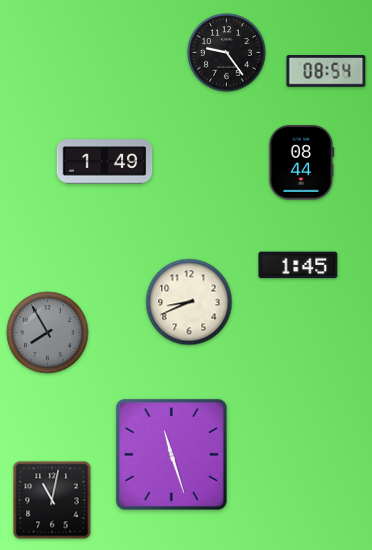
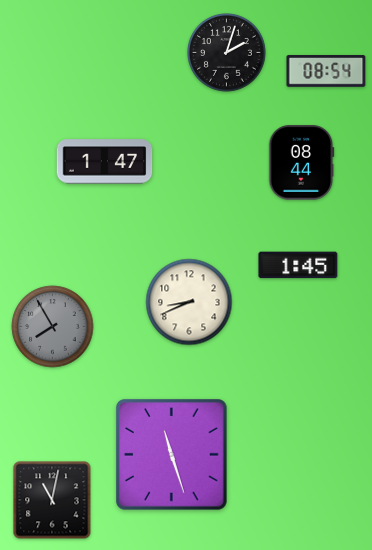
clock at (227, 53): 9:24 -> 2:03
clock at (105, 162): 1:49 -> 1:47
clock at (48, 333) position: (48, 333) -> (53, 327)
